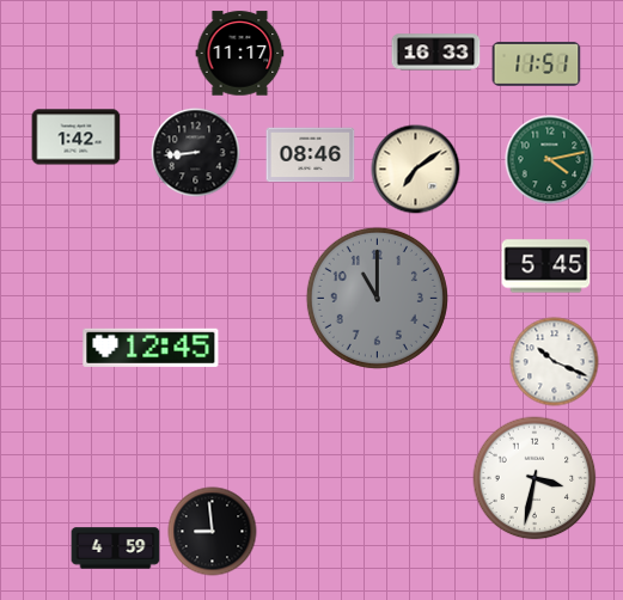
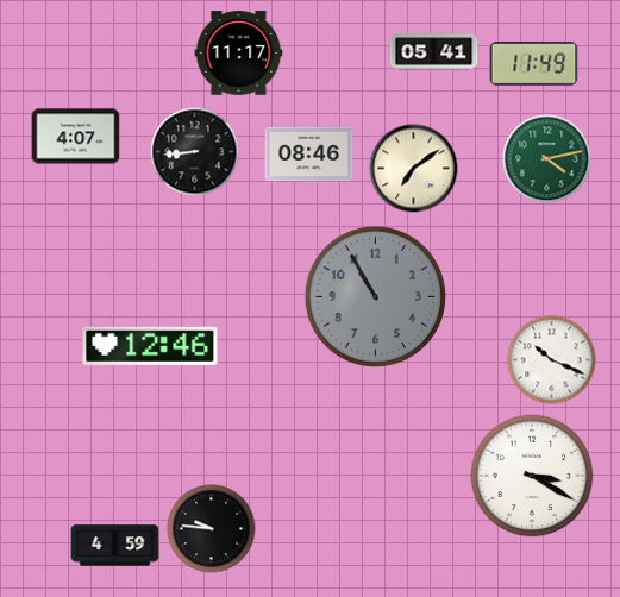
clock at (436, 53): 16:33 -> 05:41
clock at (537, 63): 11:51 -> 11:49
clock at (77, 137): 1:42 -> 4:07
clock at (546, 267): 5:45 -> none
clock at (377, 298): 11:00 -> 10:55
clock at (151, 348): 12:45 -> 12:46
clock at (535, 478): 3:32 -> 3:20
clock at (213, 532): 8:59 -> 9:46
